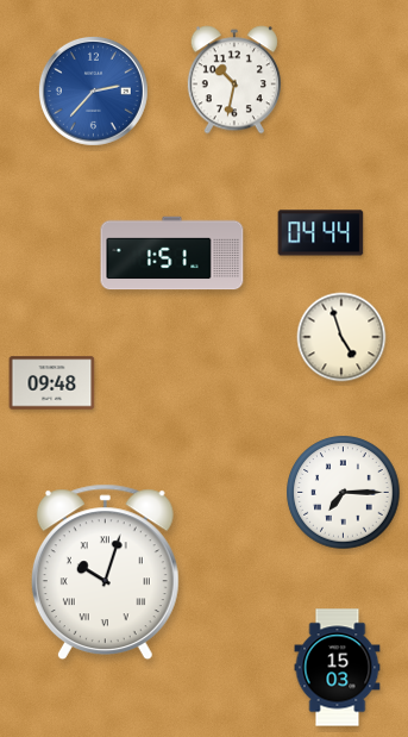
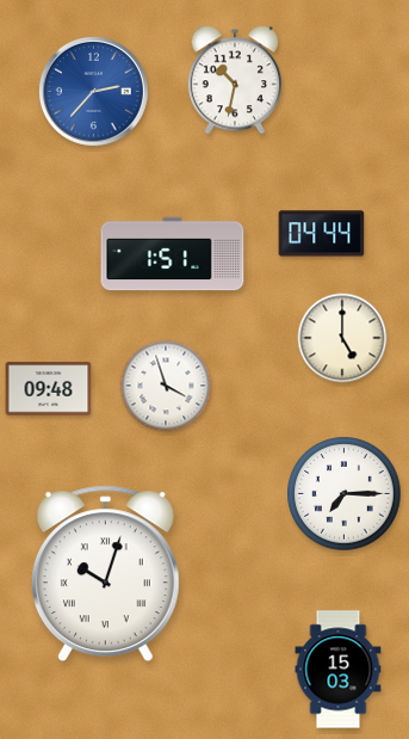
clock at (341, 337): 4:57 -> 5:00
clock at (52, 383) position: (52, 383) -> (49, 389)
clock at (166, 386): none -> 3:57
